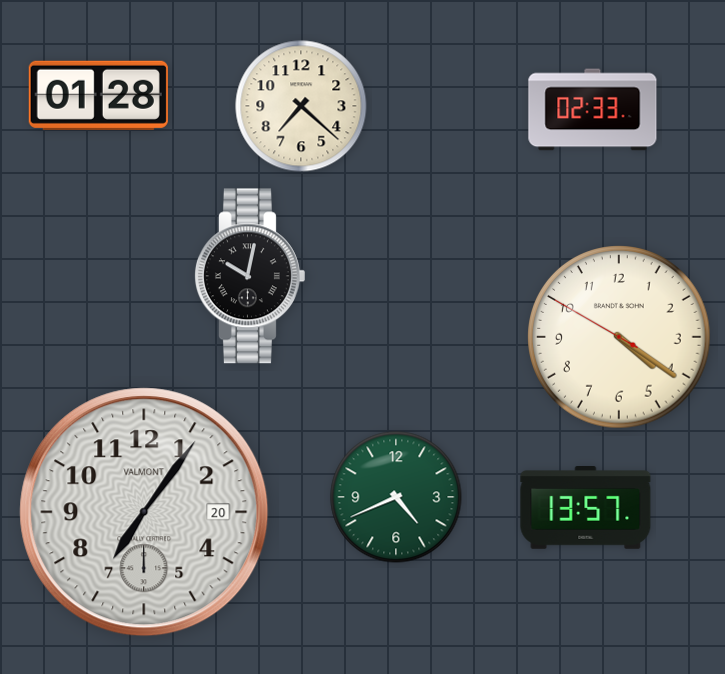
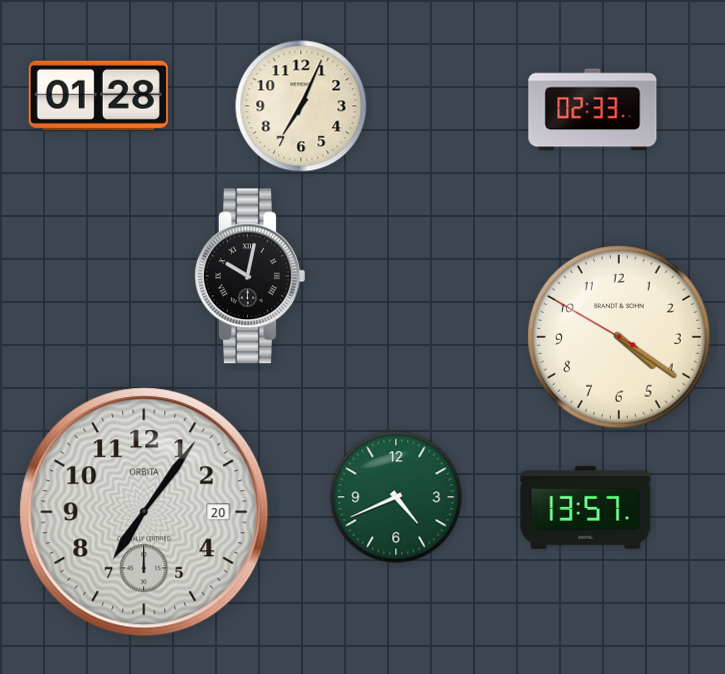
clock at (301, 106): 7:22 -> 7:04
clock at (144, 512) brand: VALMONT -> ORBITA
